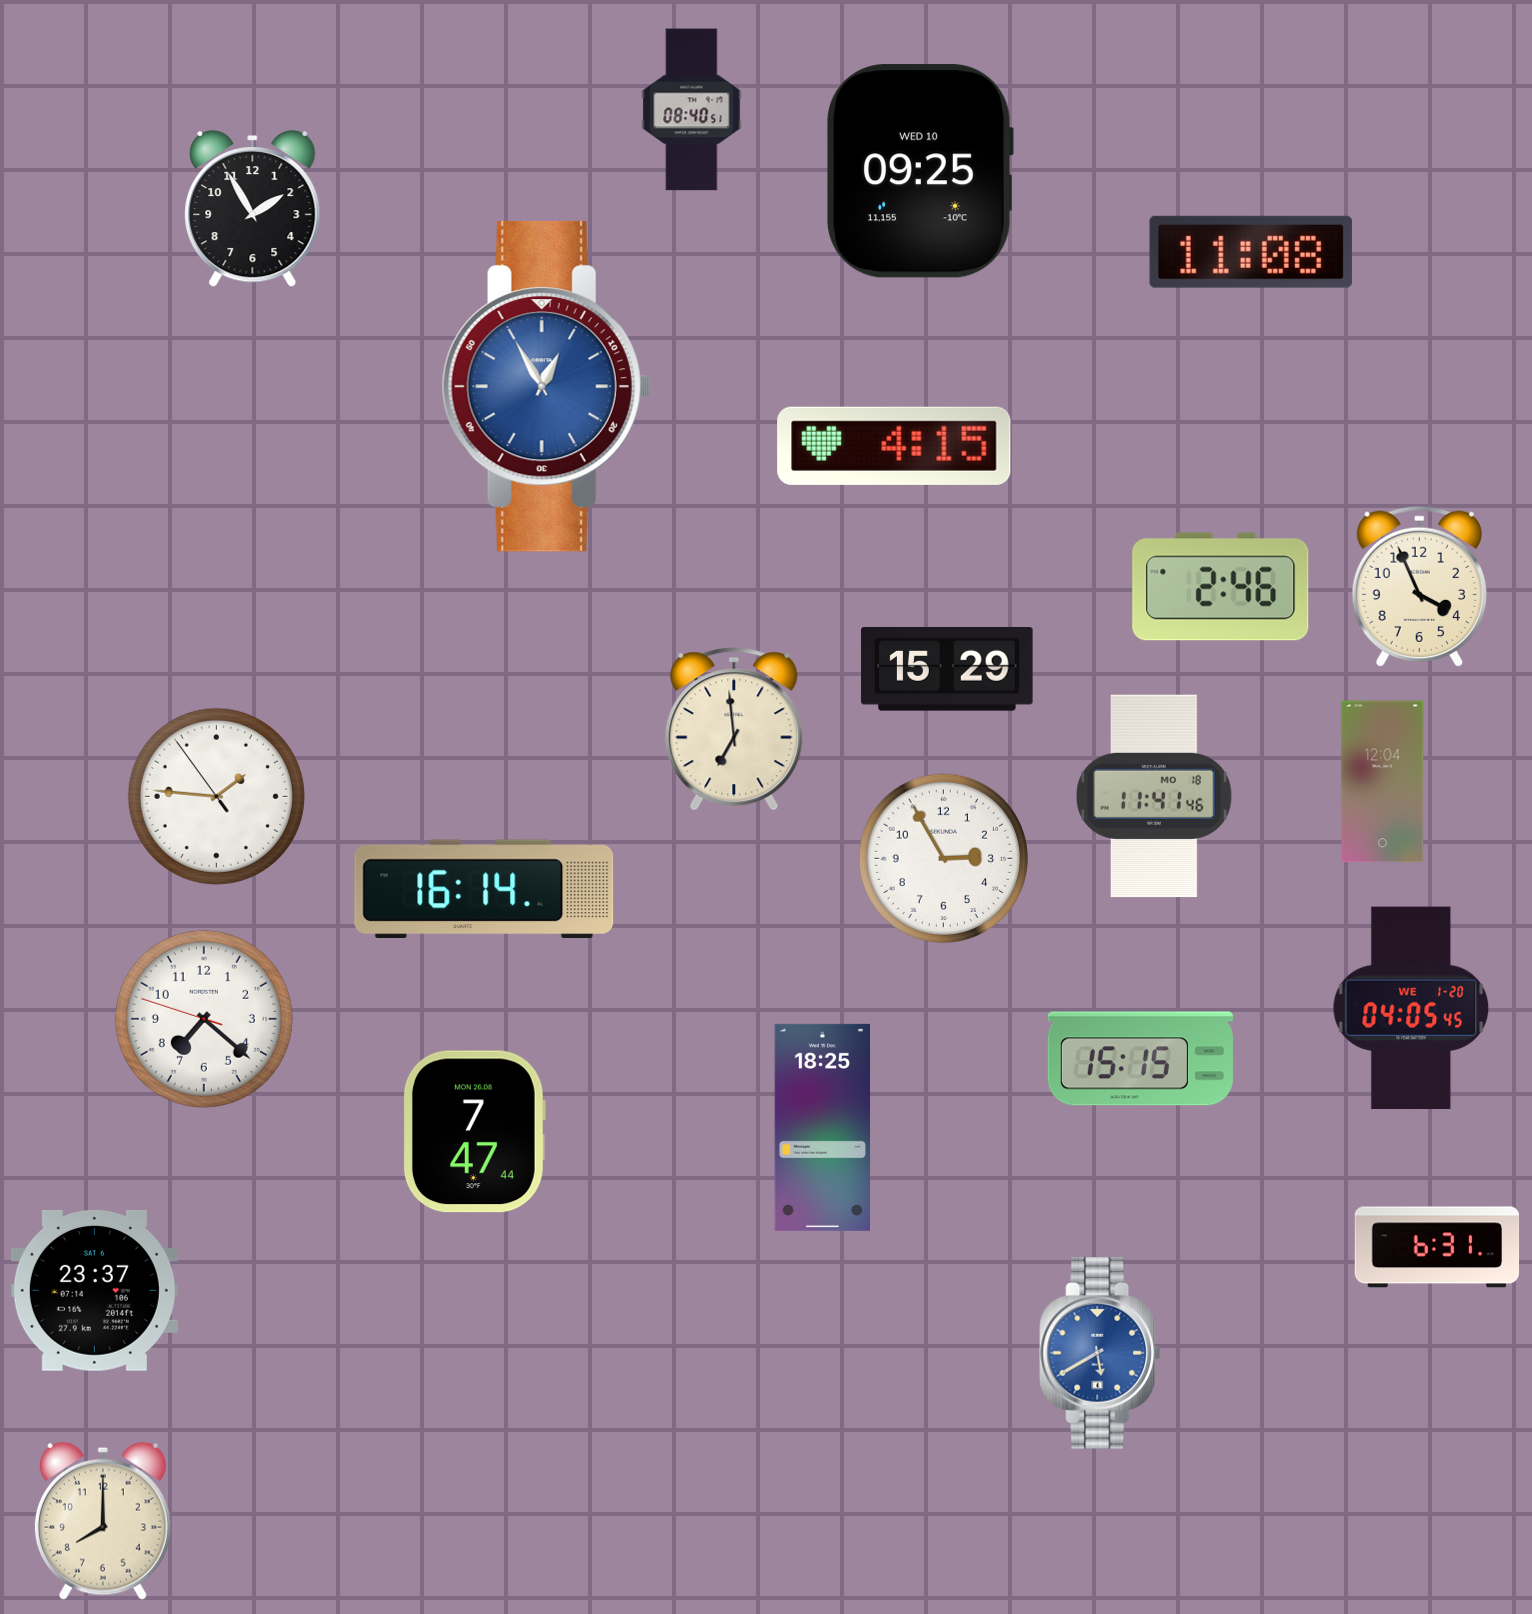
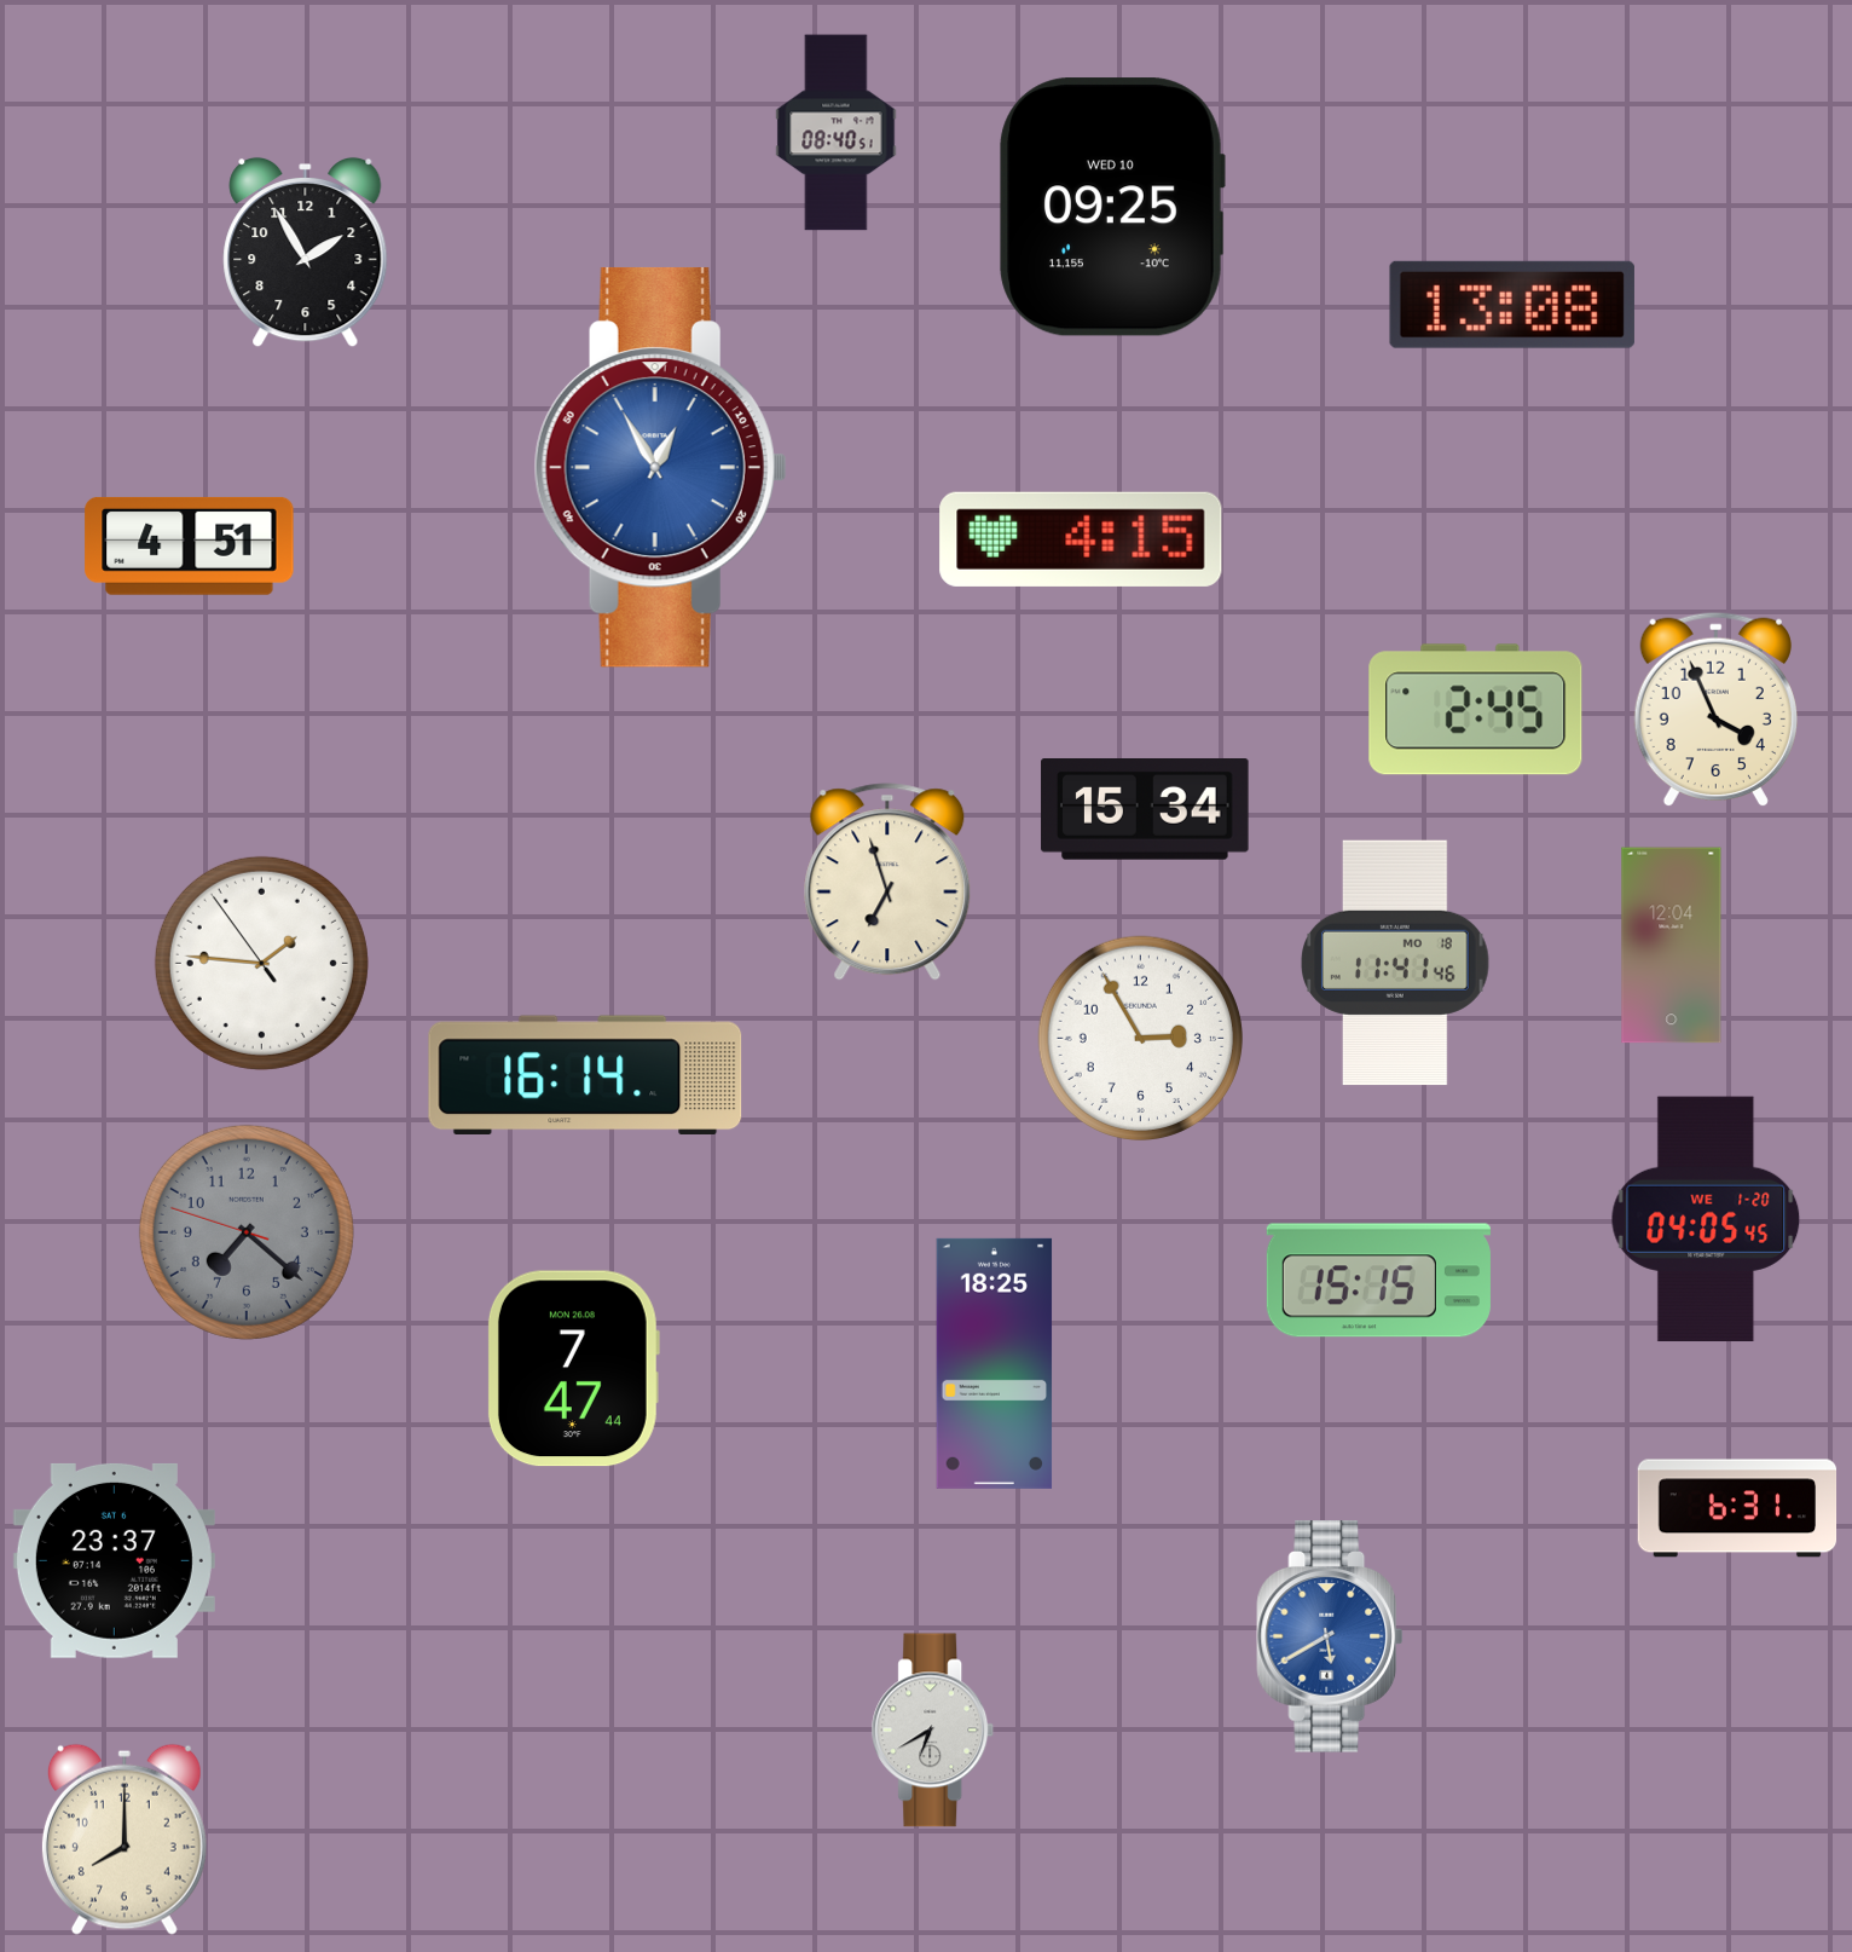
clock at (1251, 252): 11:08 -> 13:08
clock at (190, 545): none -> 4:51
clock at (1221, 587): 2:46 -> 2:45
clock at (947, 670): 15:29 -> 15:34
clock at (734, 729): 6:59 -> 6:57
clock at (204, 1019) dial: white -> grey
clock at (933, 1731): none -> 6:40
